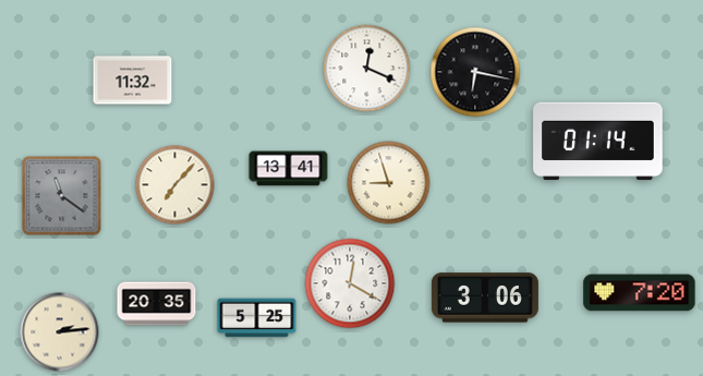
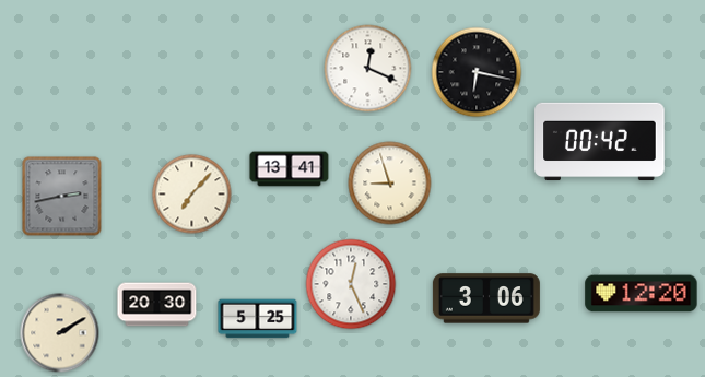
clock at (133, 81): 11:32 -> none
clock at (598, 142): 01:14 -> 00:42
clock at (175, 185) position: (175, 185) -> (192, 195)
clock at (62, 196): 11:21 -> 2:43
clock at (350, 283): 12:20 -> 12:26
clock at (640, 293): 7:20 -> 12:20
clock at (157, 304): 20:35 -> 20:30
clock at (60, 332): 2:14 -> 2:10
